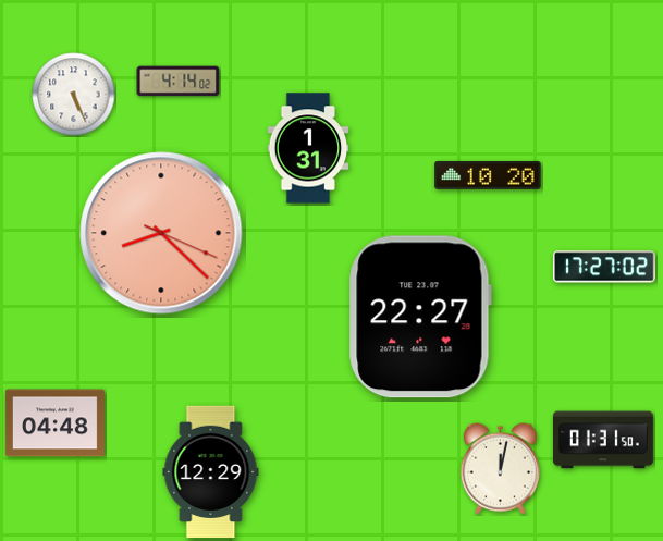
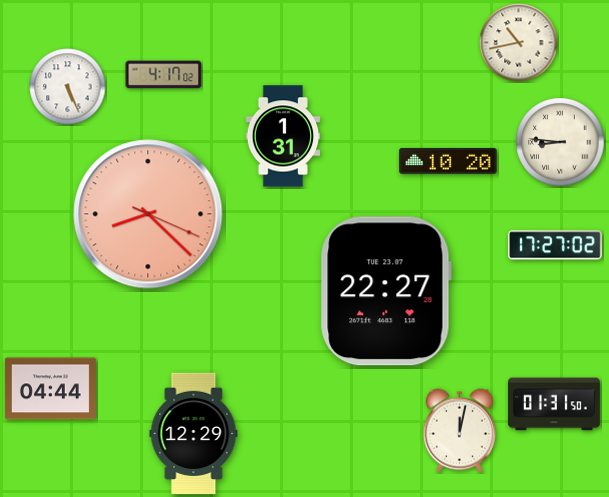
clock at (519, 43): none -> 10:43
clock at (179, 82): 4:14 -> 4:17
clock at (560, 142): none -> 8:46
clock at (54, 423): 04:48 -> 04:44
